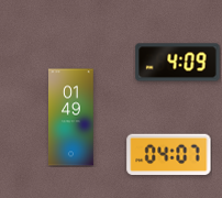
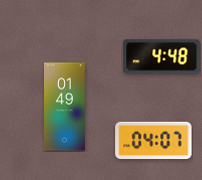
clock at (178, 63): 4:09 -> 4:48
